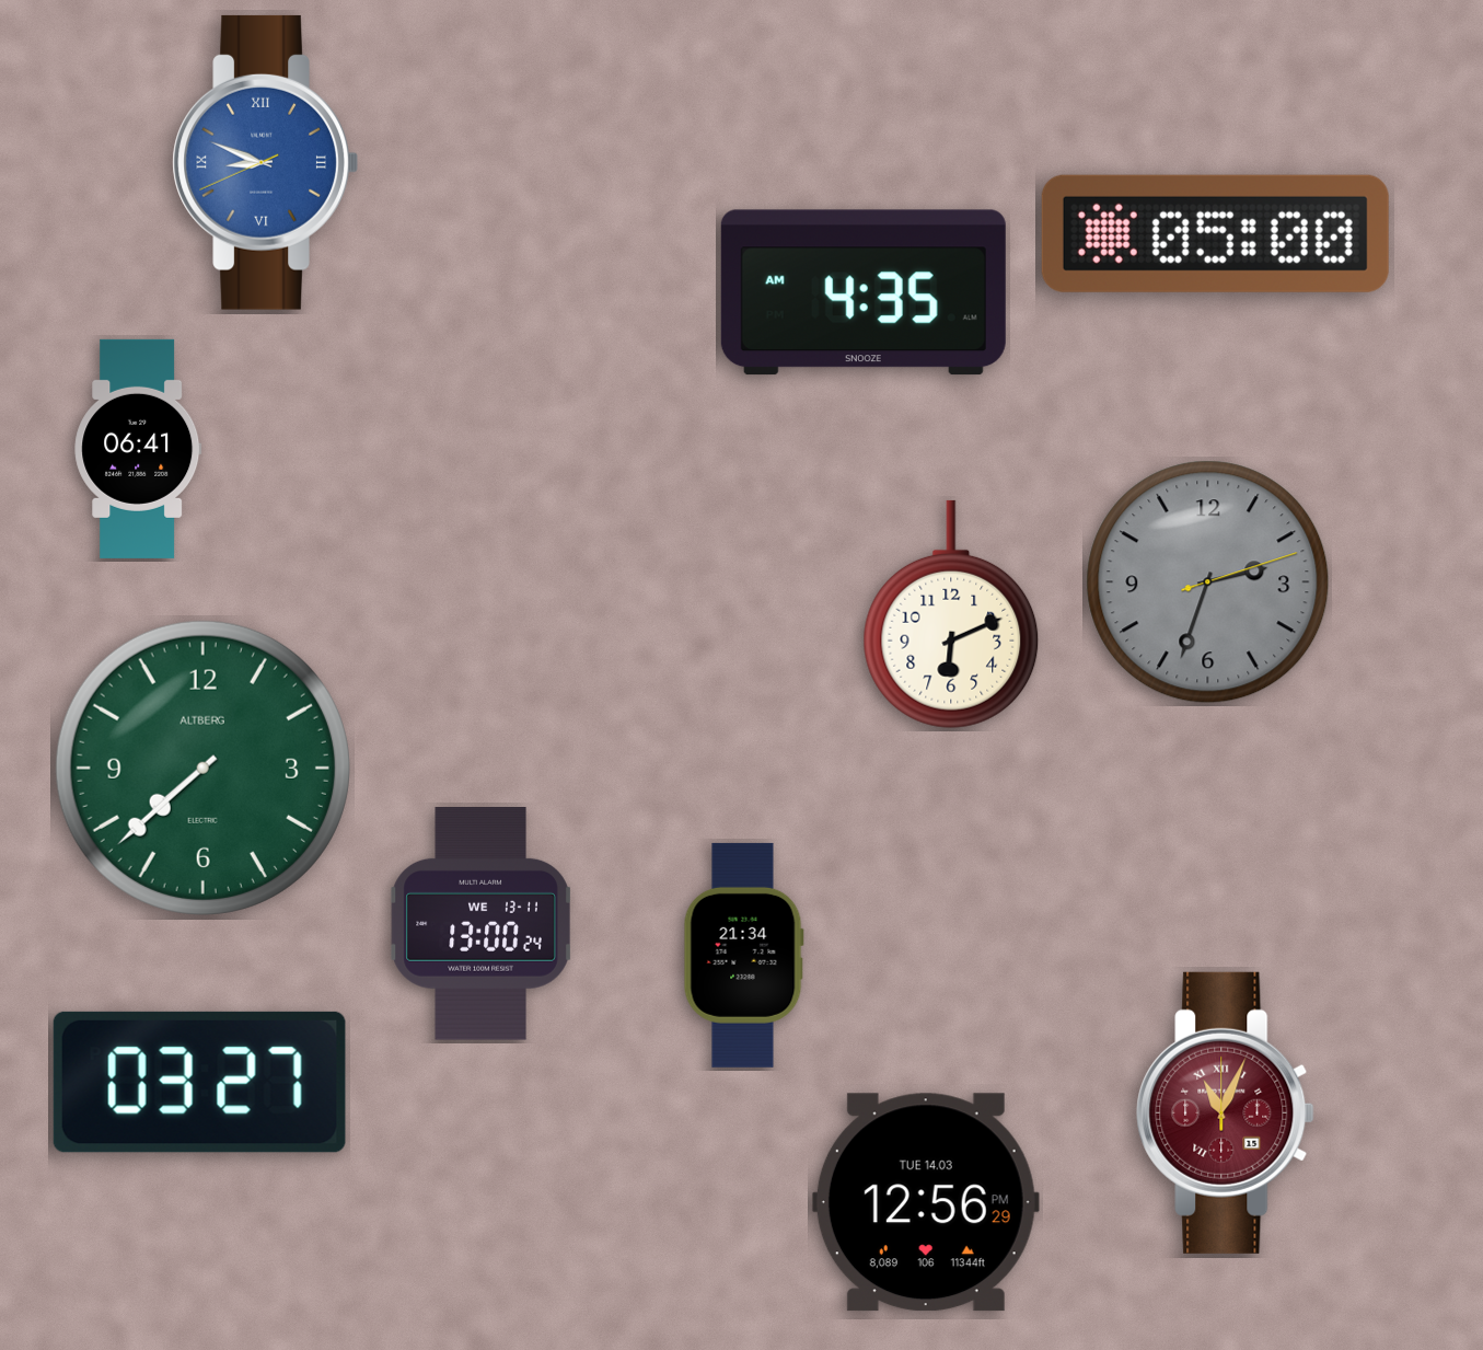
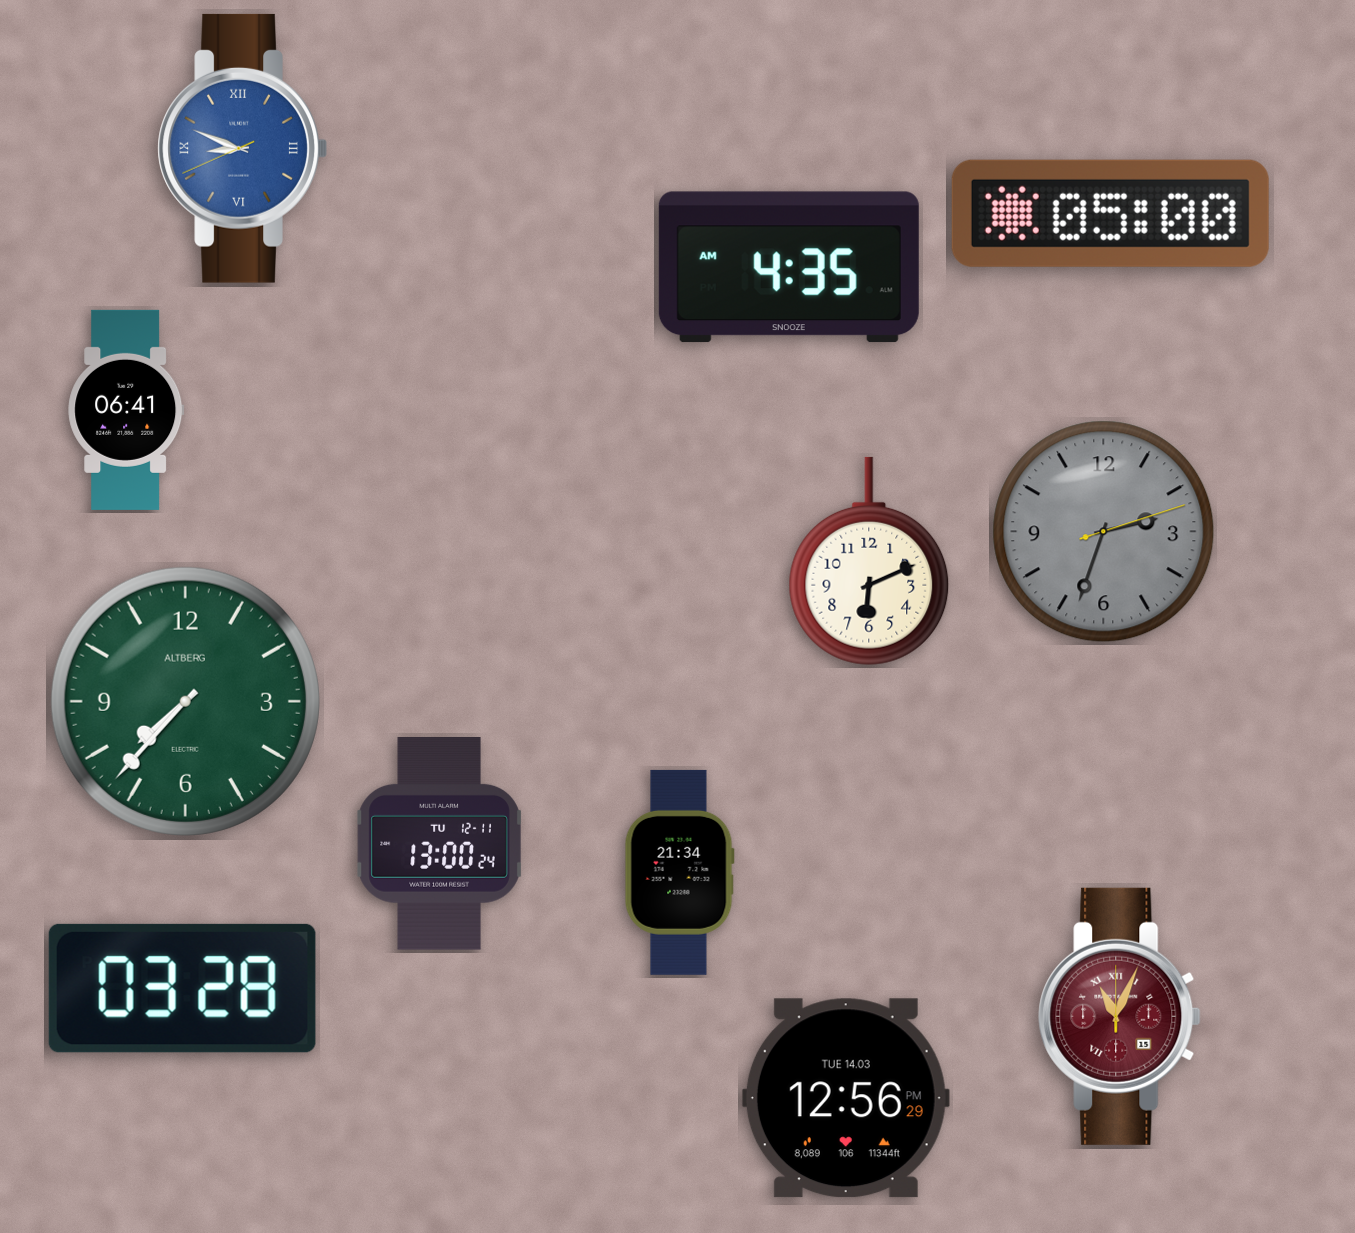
clock at (202, 768): 7:38 -> 7:37
clock at (482, 924) date: WE 13-11 -> TU 12-11
clock at (199, 1082): 03:27 -> 03:28
